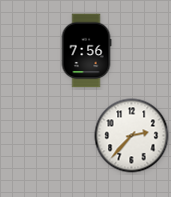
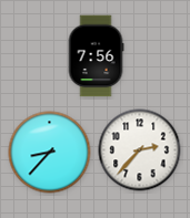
clock at (132, 136) position: (132, 136) -> (140, 150)
clock at (50, 153): none -> 8:37
